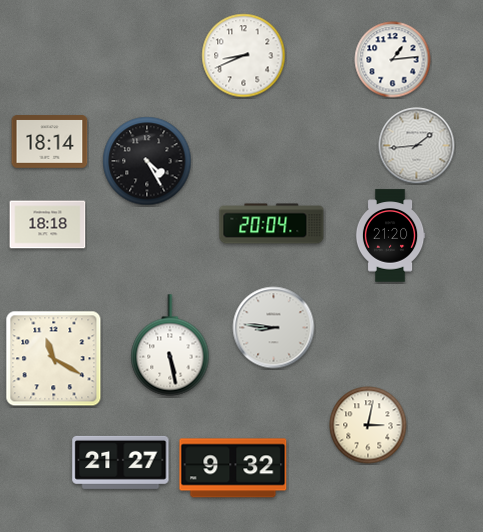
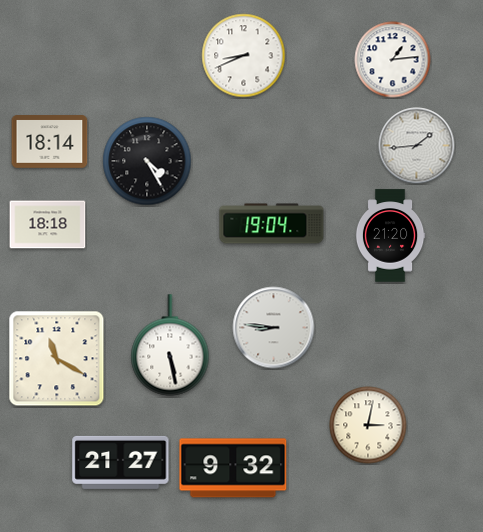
clock at (272, 224): 20:04 -> 19:04
clock at (54, 359) position: (54, 359) -> (57, 359)
